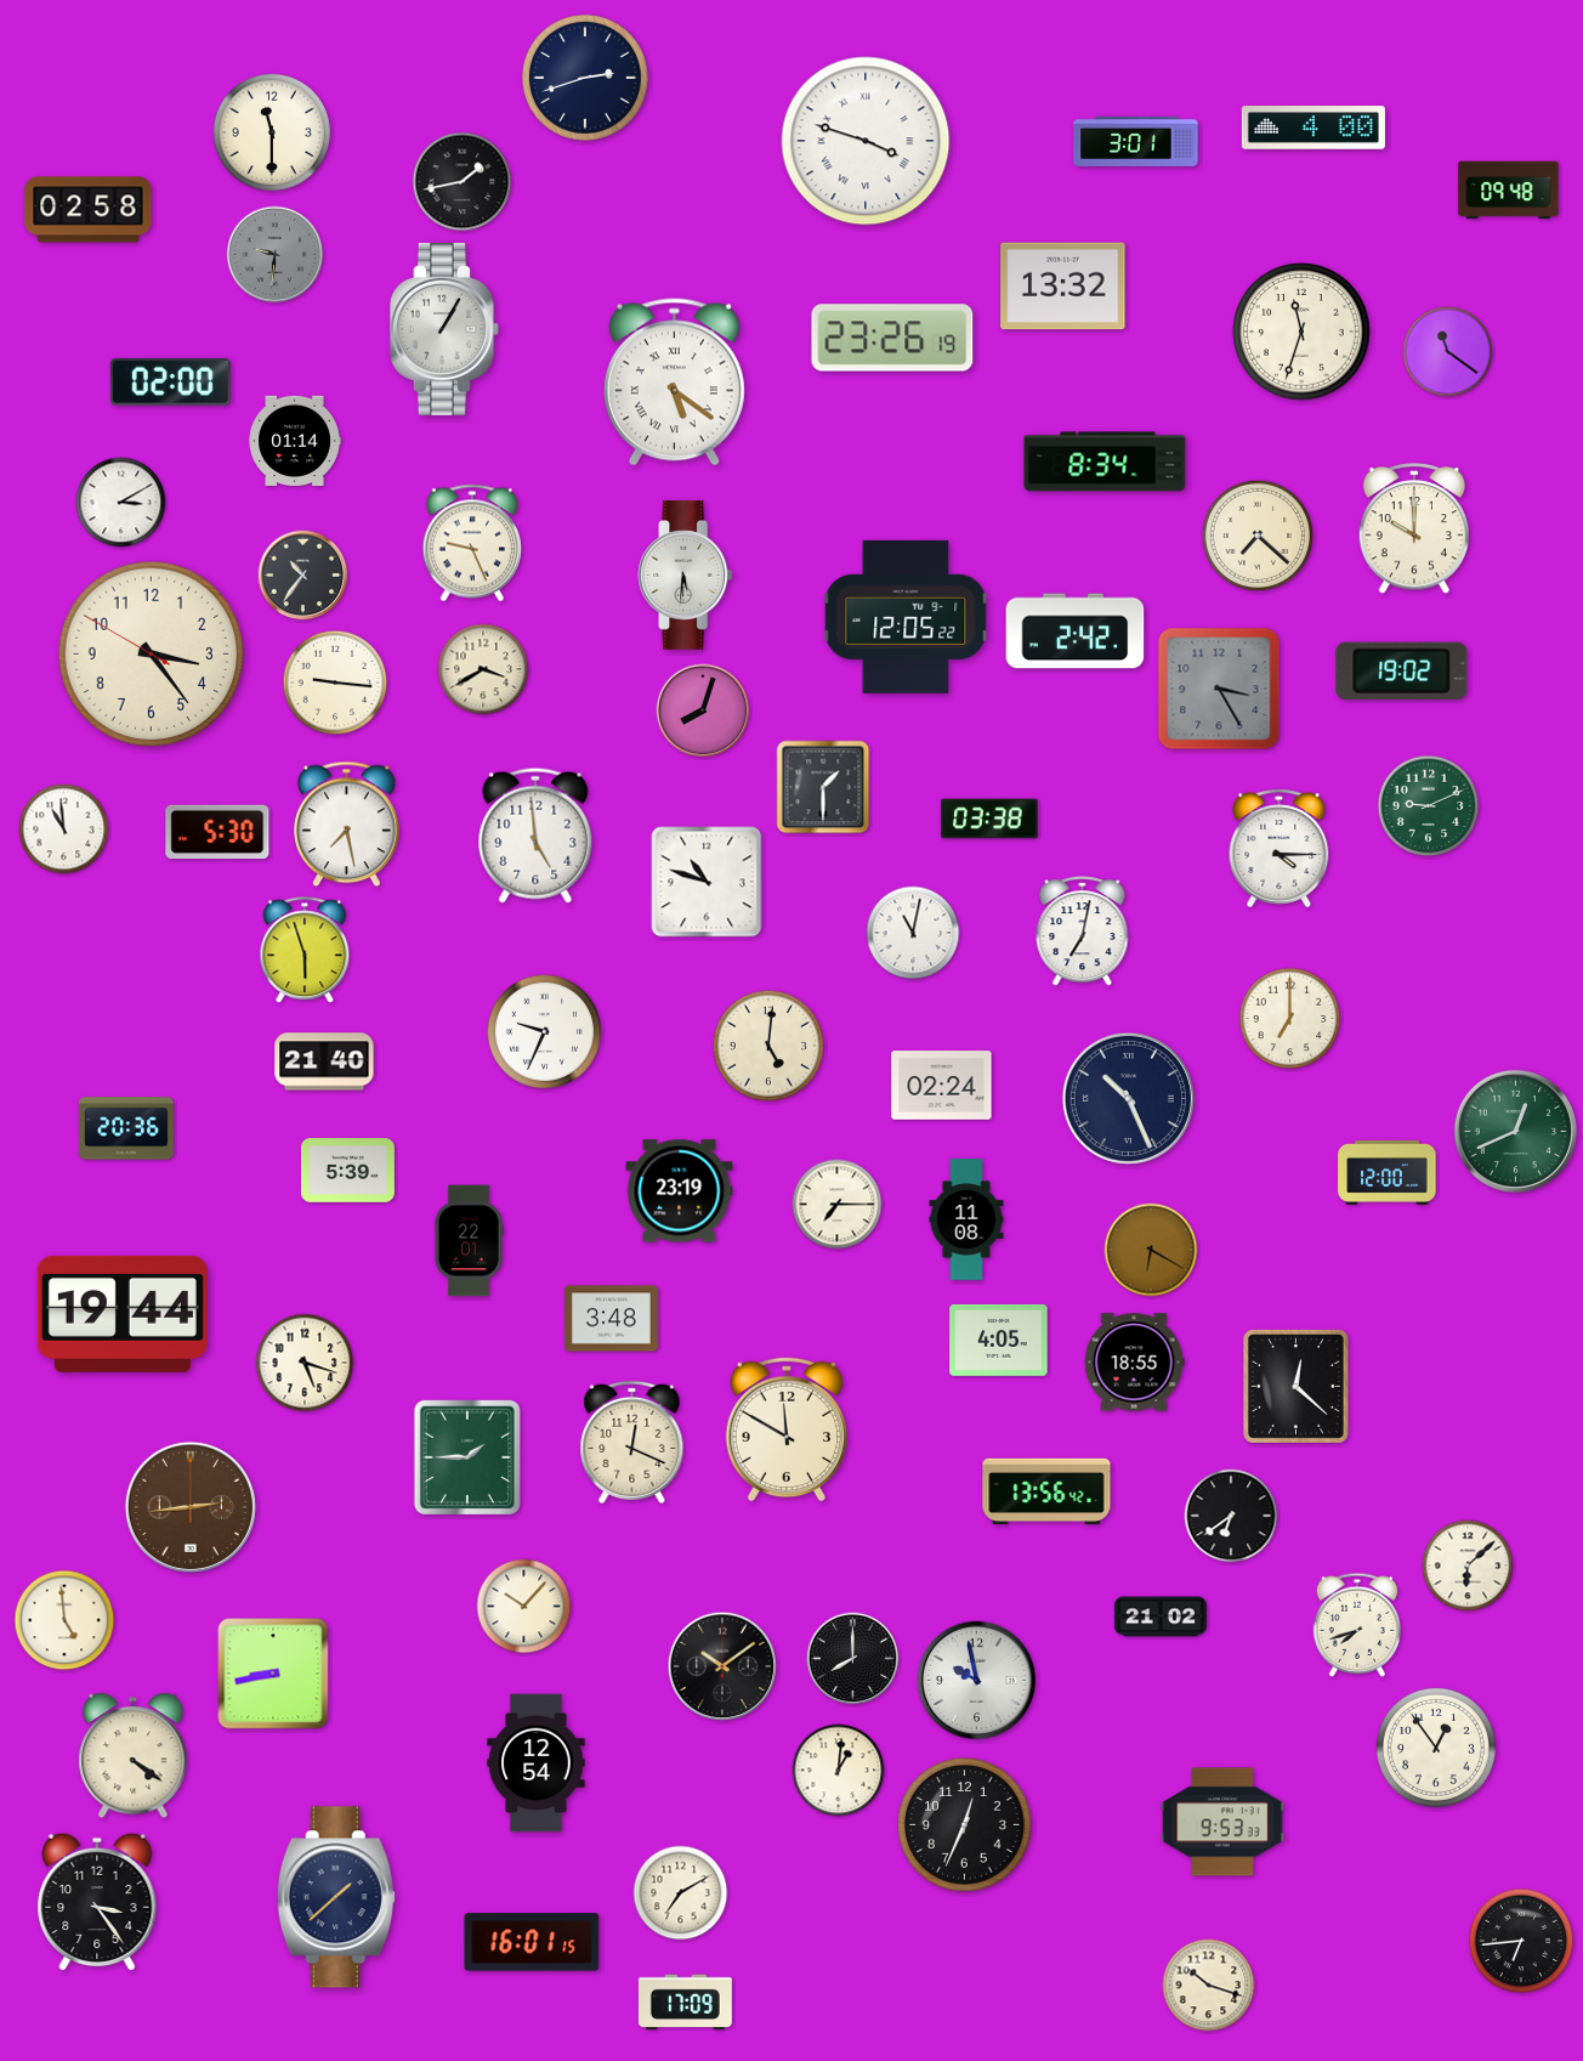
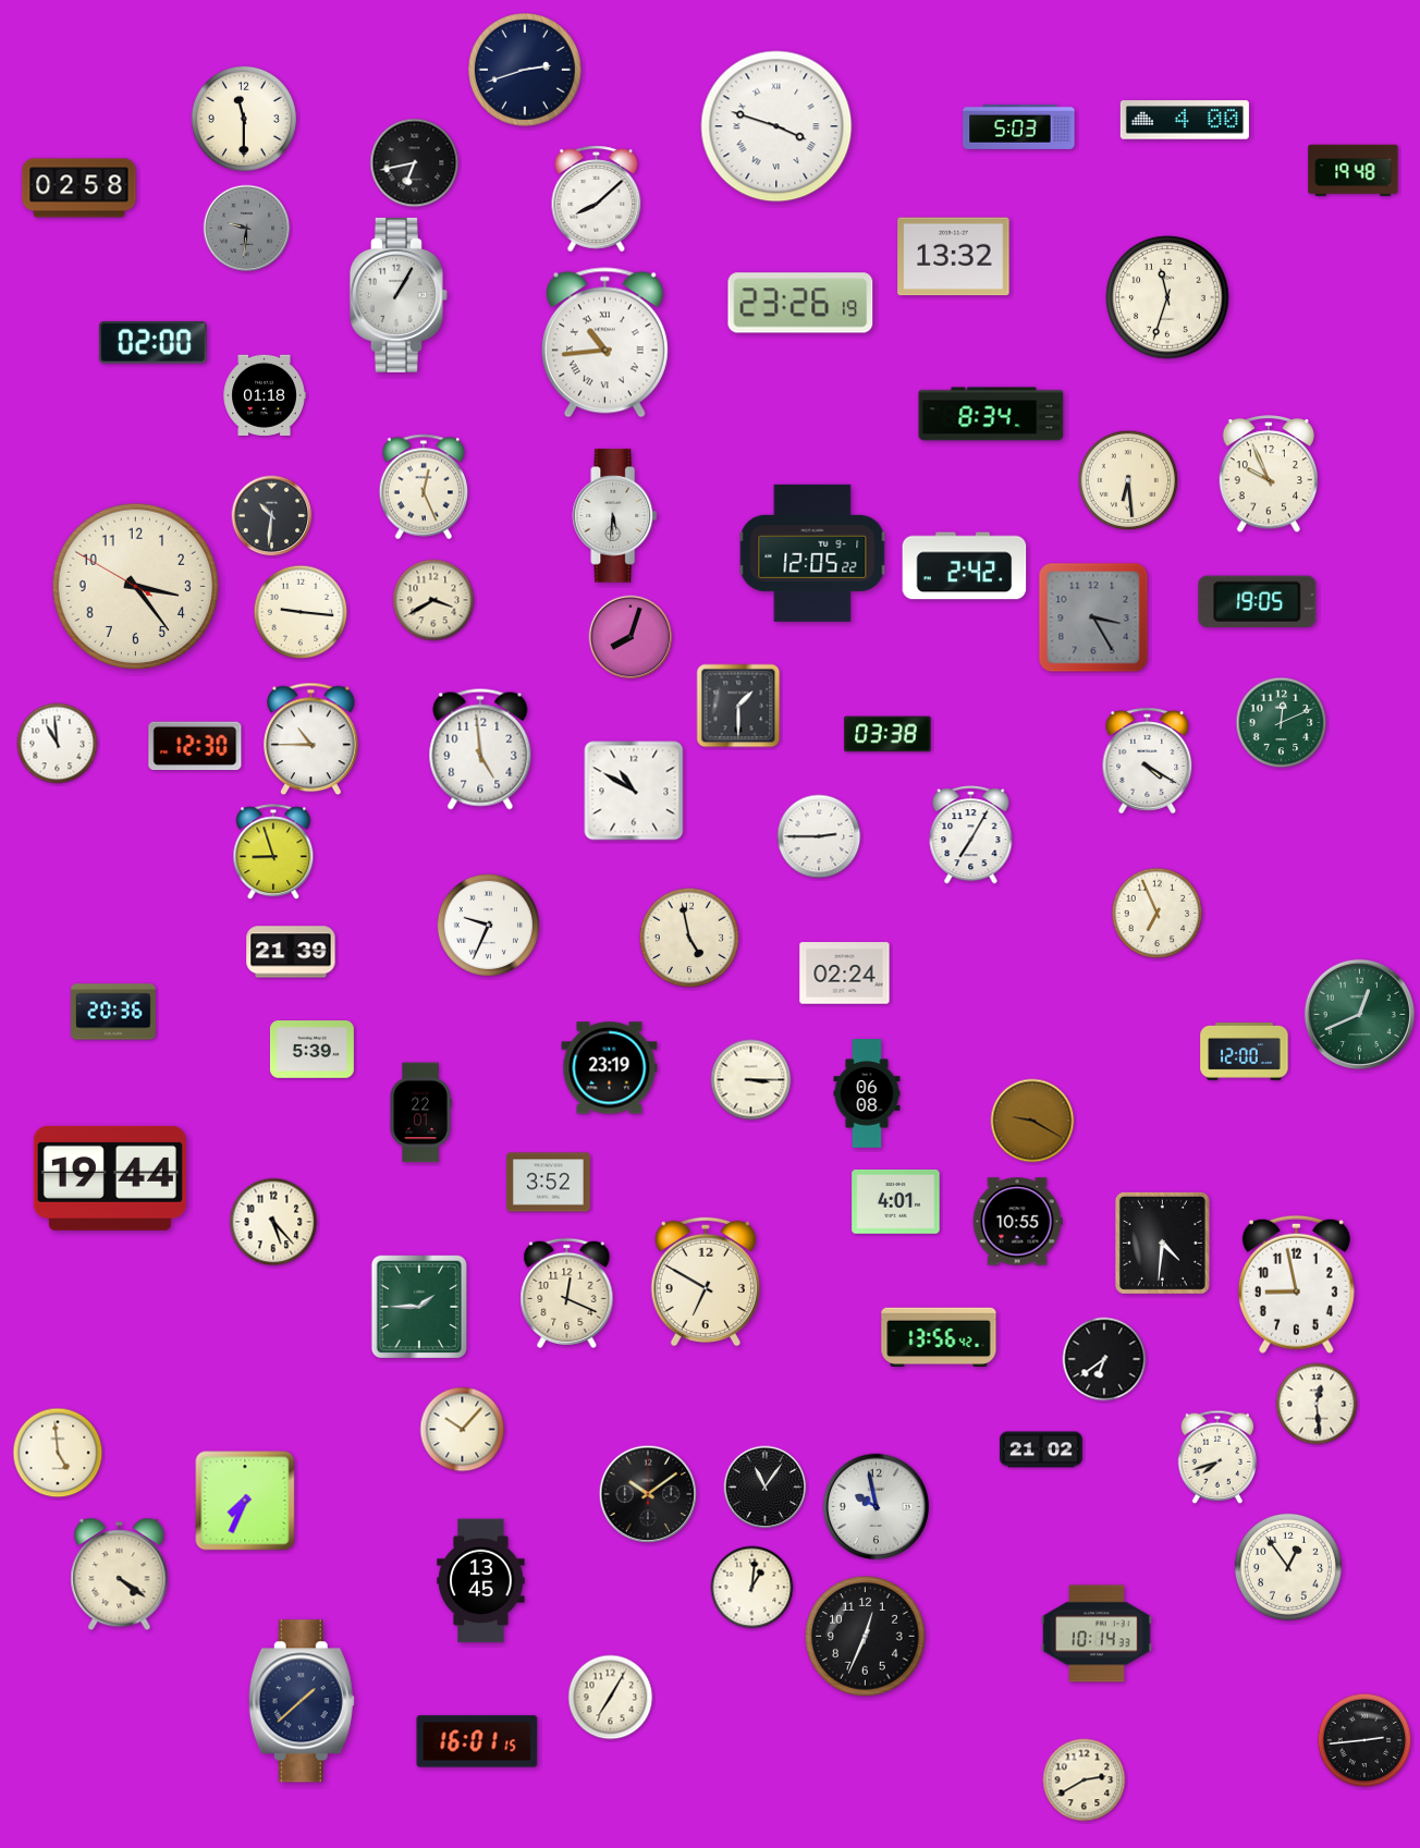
clock at (1314, 128) position: (1314, 128) -> (1185, 120)
clock at (1136, 141): 3:01 -> 5:03
clock at (463, 182): 1:43 -> 6:43
clock at (1509, 191): 09:48 -> 19:48
clock at (597, 199): none -> 8:08
clock at (1448, 352): 11:21 -> none
clock at (674, 383): 5:21 -> 10:44
clock at (295, 441): 01:14 -> 01:18
clock at (121, 503): 3:10 -> none
clock at (1413, 530): 10:00 -> 9:56
clock at (1258, 536): 7:22 -> 6:29
clock at (472, 543): 9:26 -> 12:26
clock at (303, 576): 10:36 -> 10:31
clock at (1402, 670): 19:02 -> 19:05
clock at (1429, 806): 9:11 -> 12:11
clock at (347, 825): 7:28 -> 10:45
clock at (217, 832): 5:30 -> 12:30
clock at (1280, 849): 4:15 -> 4:20
clock at (707, 882): 10:48 -> 10:50
clock at (1083, 932): 7:02 -> 7:05
clock at (913, 933): 11:02 -> 2:45
clock at (305, 951): 5:57 -> 8:57
clock at (1290, 1019): 7:00 -> 6:56
clock at (768, 1046): 5:01 -> 4:58
clock at (324, 1061): 21:40 -> 21:39
clock at (1128, 1098): 10:26 -> none
clock at (838, 1205): 7:15 -> 3:15
clock at (966, 1219): 11:08 -> 06:08
clock at (1151, 1250): 6:20 -> 9:20
clock at (611, 1319): 3:48 -> 3:52
clock at (999, 1340): 4:05 -> 4:01
clock at (305, 1363): 5:18 -> 5:23
clock at (1134, 1363): 18:55 -> 10:55
clock at (1295, 1386): 12:22 -> 4:31
clock at (787, 1429): 11:50 -> 6:50
clock at (1296, 1284): none -> 8:58
clock at (191, 1507): 2:44 -> none
clock at (1468, 1565): 6:08 -> 12:29
clock at (524, 1607) position: (524, 1607) -> (463, 1430)
clock at (853, 1659): 8:00 -> 11:06
clock at (273, 1674): 8:43 -> 7:34
clock at (537, 1763): 12:54 -> 13:45
clock at (1222, 1822): 9:53 -> 10:14
clock at (681, 1893): 7:10 -> 7:05
clock at (97, 1902): 3:24 -> none
clock at (1521, 1941): 6:44 -> 2:44
clock at (1209, 1986): 10:18 -> 2:40
clock at (685, 2003): 17:09 -> none
